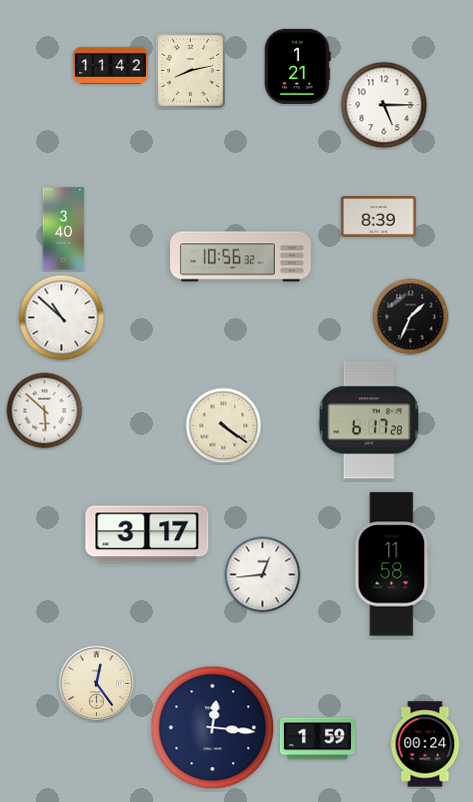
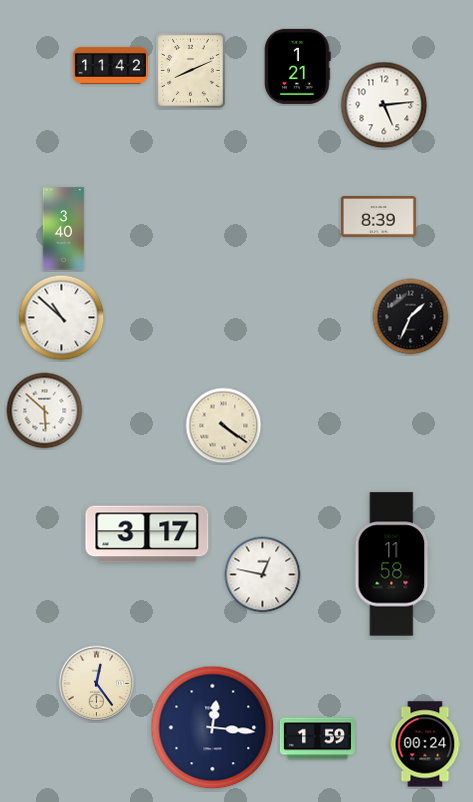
clock at (191, 71): 8:13 -> 8:11
clock at (384, 105): 5:15 -> 5:14
clock at (241, 257): 10:56 -> none
clock at (368, 420): 6:17 -> none
clock at (263, 575): 12:44 -> 12:47
